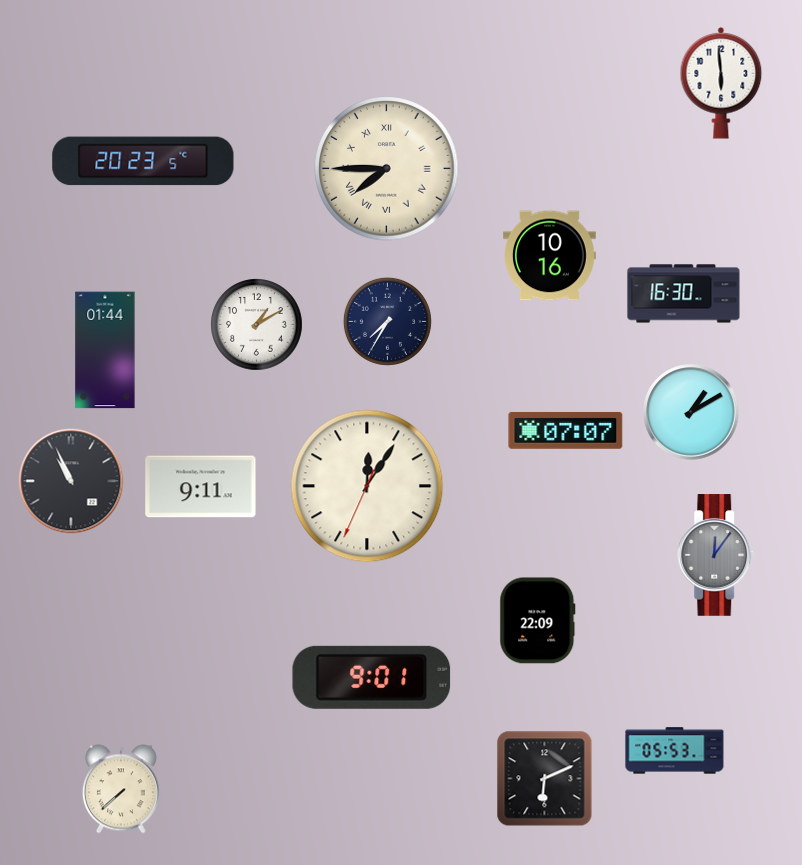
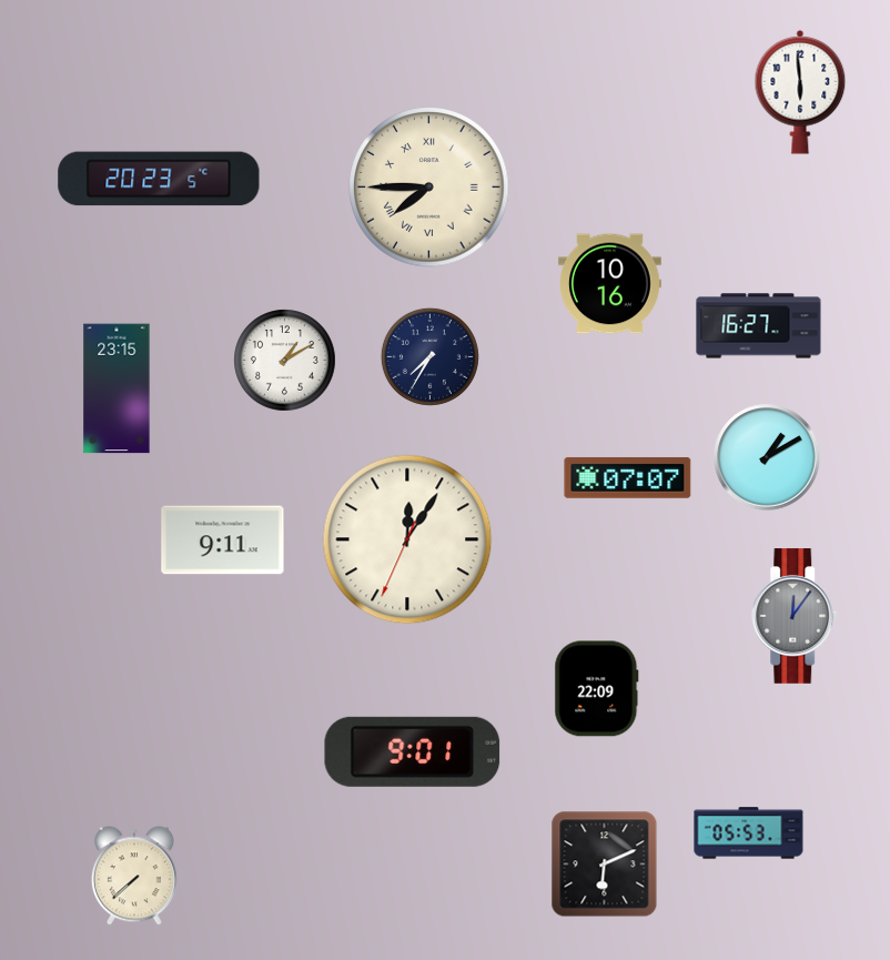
clock at (684, 294): 16:30 -> 16:27
clock at (105, 350): 01:44 -> 23:15
clock at (71, 481): 10:56 -> none
